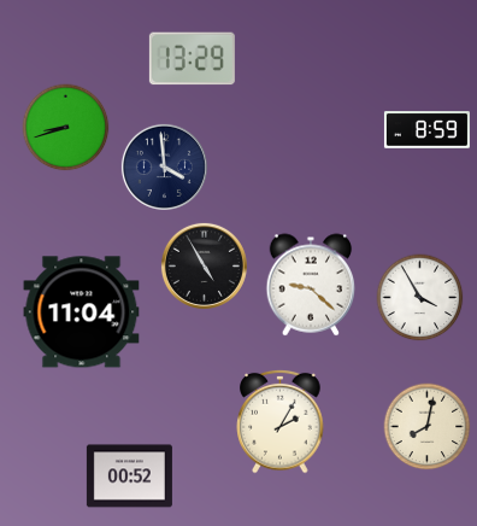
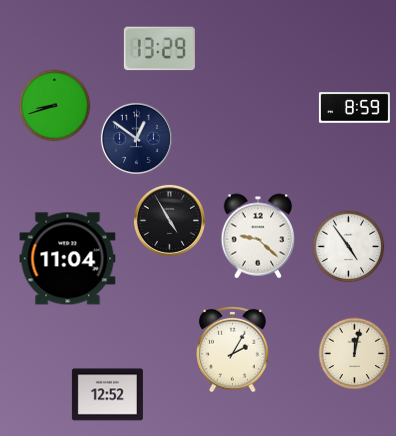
clock at (164, 166): 3:59 -> 12:51
clock at (420, 298): 3:55 -> 4:54
clock at (428, 427): 8:02 -> 12:02
clock at (129, 477): 00:52 -> 12:52
